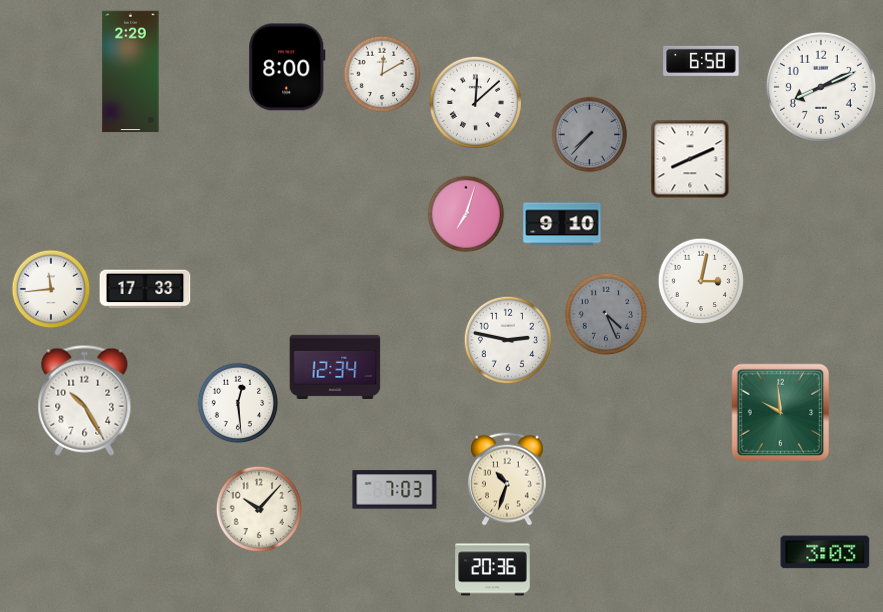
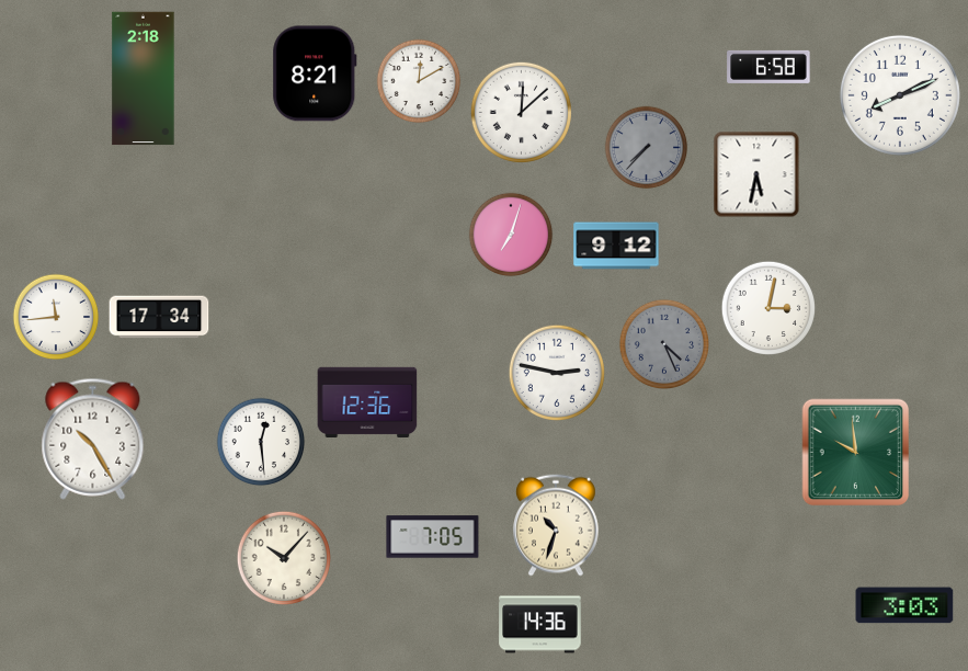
clock at (287, 67): 8:00 -> 8:21
clock at (131, 72): 2:29 -> 2:18
clock at (690, 159): 8:11 -> 5:32
clock at (562, 224): 9:10 -> 9:12
clock at (145, 289): 17:33 -> 17:34
clock at (335, 366): 12:34 -> 12:36
clock at (395, 490): 7:03 -> 7:05
clock at (493, 570): 20:36 -> 14:36
